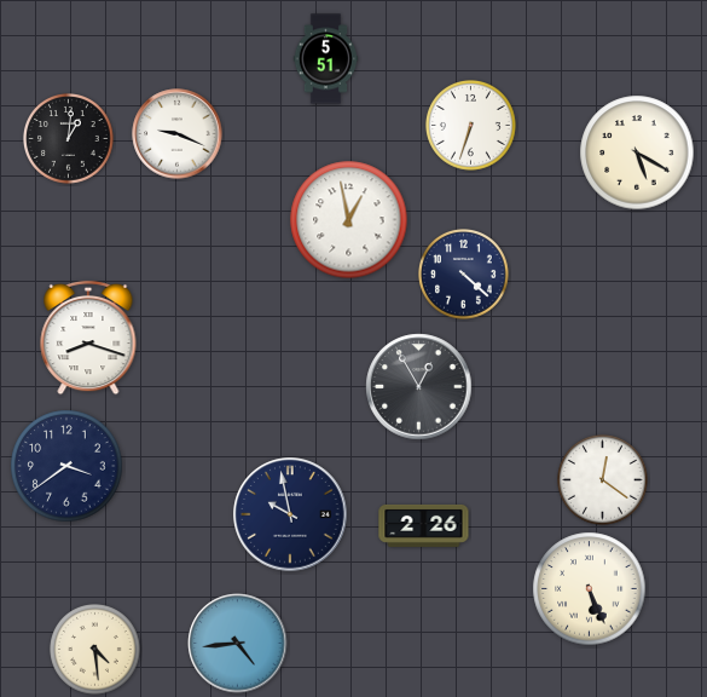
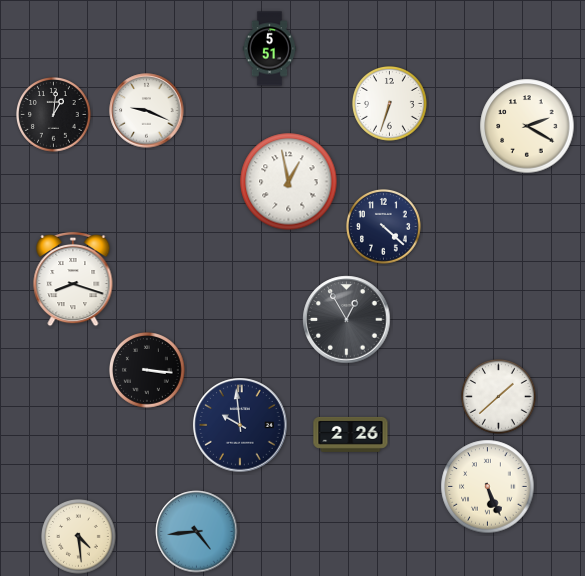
clock at (69, 139) position: (69, 139) -> (54, 115)
clock at (637, 152): 5:20 -> 2:20
clock at (148, 371): none -> 3:16
clock at (66, 466): 3:39 -> none
clock at (603, 480): 12:21 -> 1:38
clock at (290, 514): 9:58 -> 9:59
